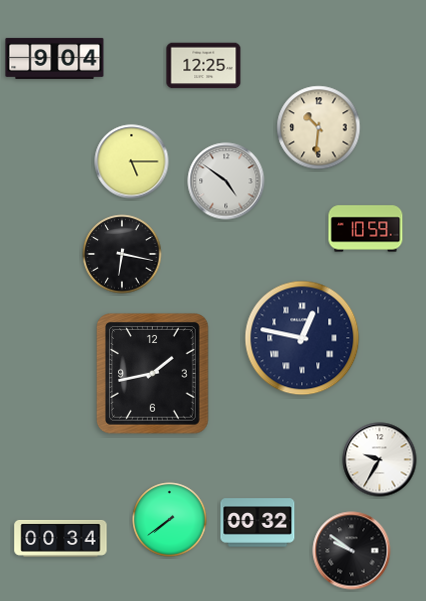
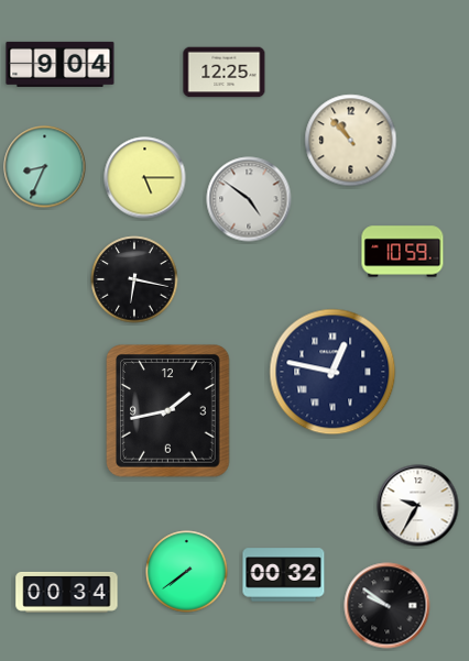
clock at (319, 128): 10:31 -> 10:53
clock at (45, 167): none -> 8:34
